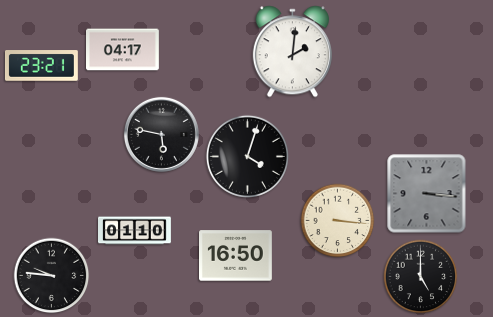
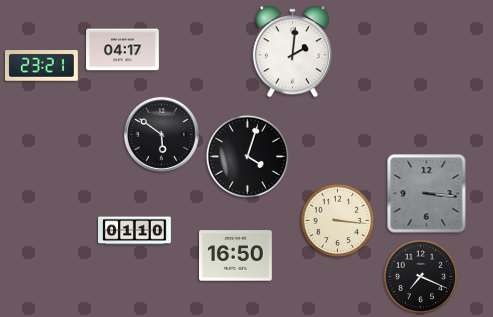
clock at (161, 134): 5:47 -> 5:51
clock at (52, 276): 9:46 -> none
clock at (421, 277): 5:00 -> 7:19
